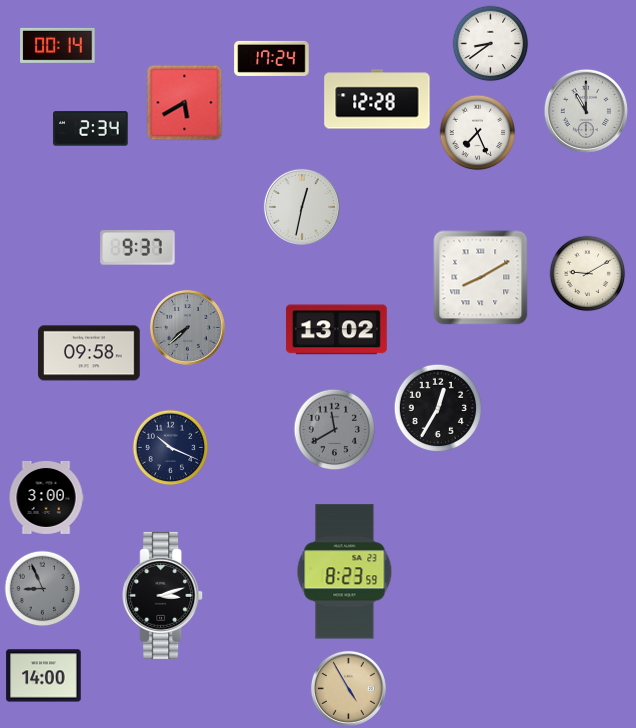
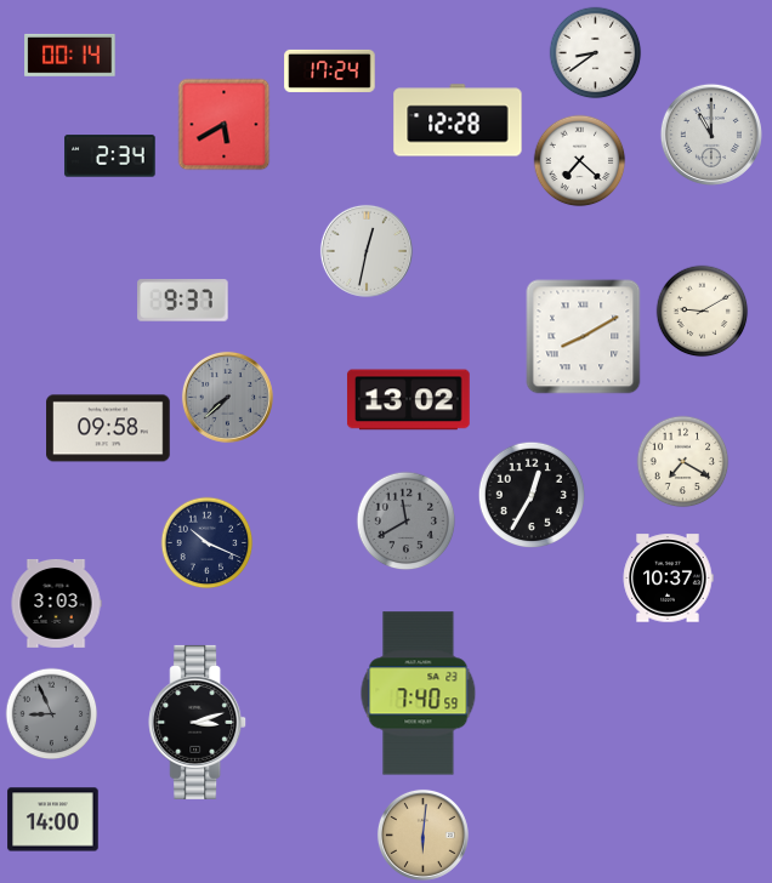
clock at (478, 133): 7:26 -> 7:22
clock at (138, 248) position: (138, 248) -> (183, 301)
clock at (588, 274) position: (588, 274) -> (703, 312)
clock at (683, 462): none -> 7:20
clock at (668, 579): none -> 10:37
clock at (46, 497): 3:00 -> 3:03
clock at (345, 572): 8:23 -> 7:40
clock at (348, 688): 4:55 -> 6:01
